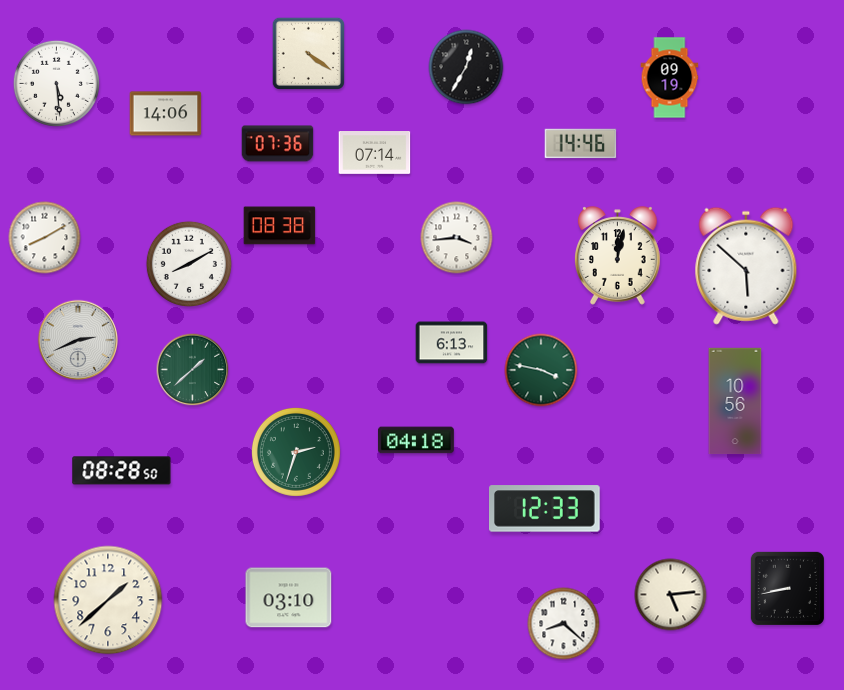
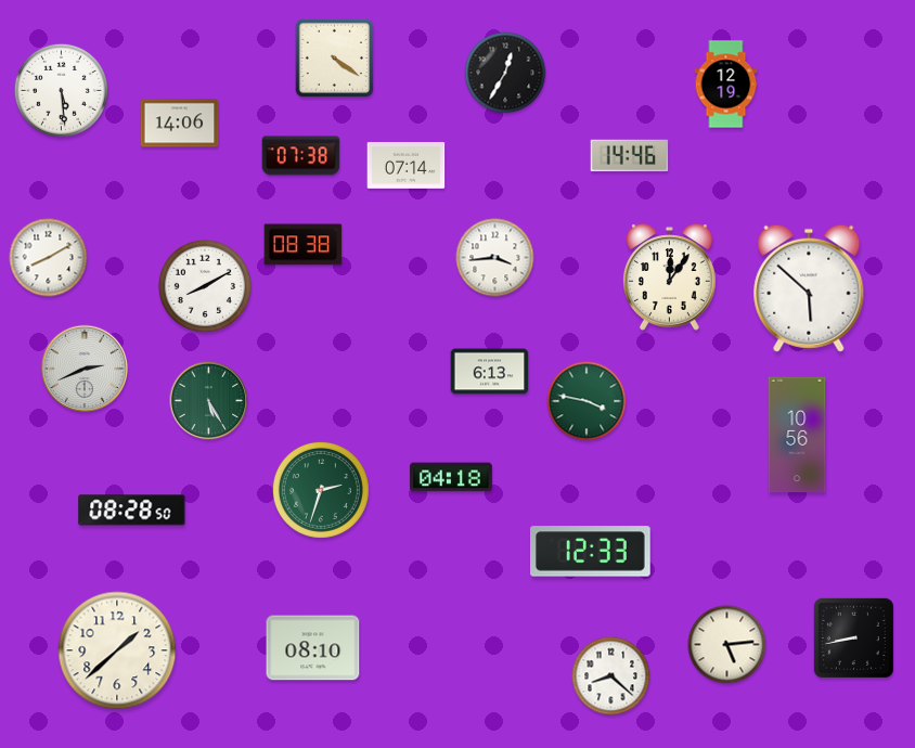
clock at (670, 78): 09:19 -> 12:19
clock at (278, 144): 07:36 -> 07:38
clock at (618, 256): 12:02 -> 12:06
clock at (193, 370): 1:38 -> 5:25
clock at (289, 598): 03:10 -> 08:10
